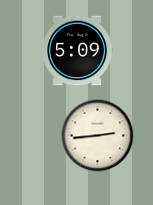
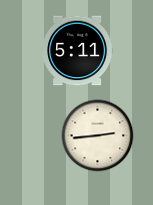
clock at (78, 51): 5:09 -> 5:11
